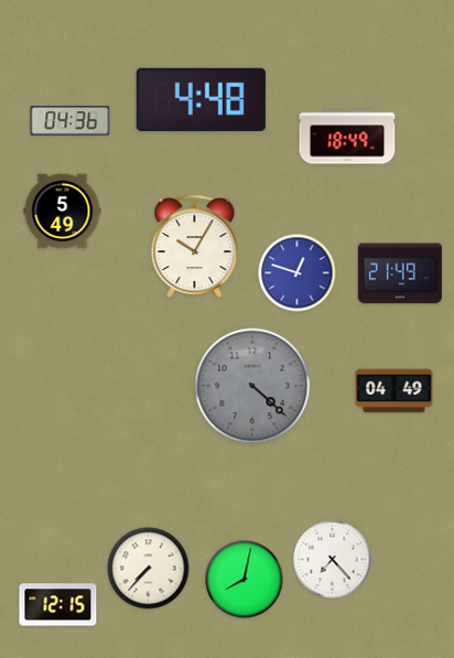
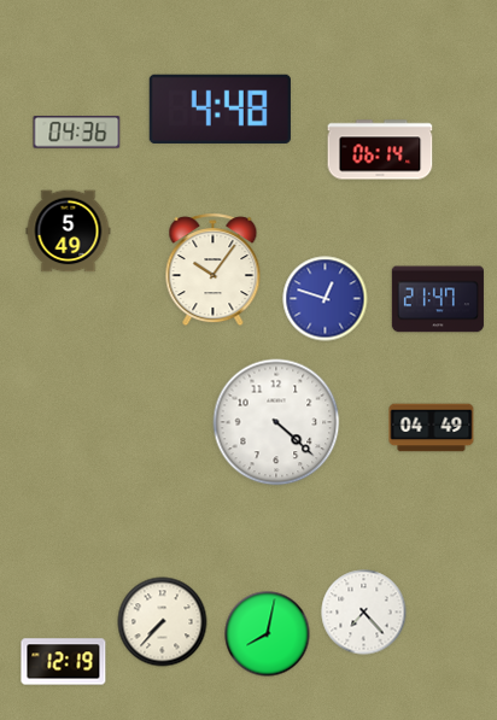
clock at (347, 137): 18:49 -> 06:14
clock at (195, 247): 10:05 -> 10:06
clock at (400, 273): 21:49 -> 21:47
clock at (252, 386) dial: grey -> white
clock at (58, 605): 12:15 -> 12:19
